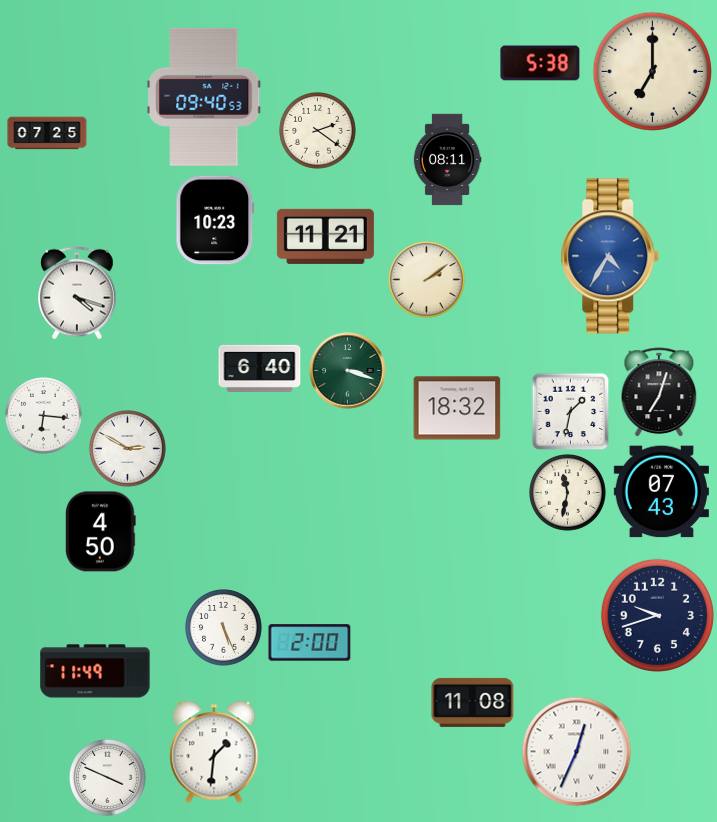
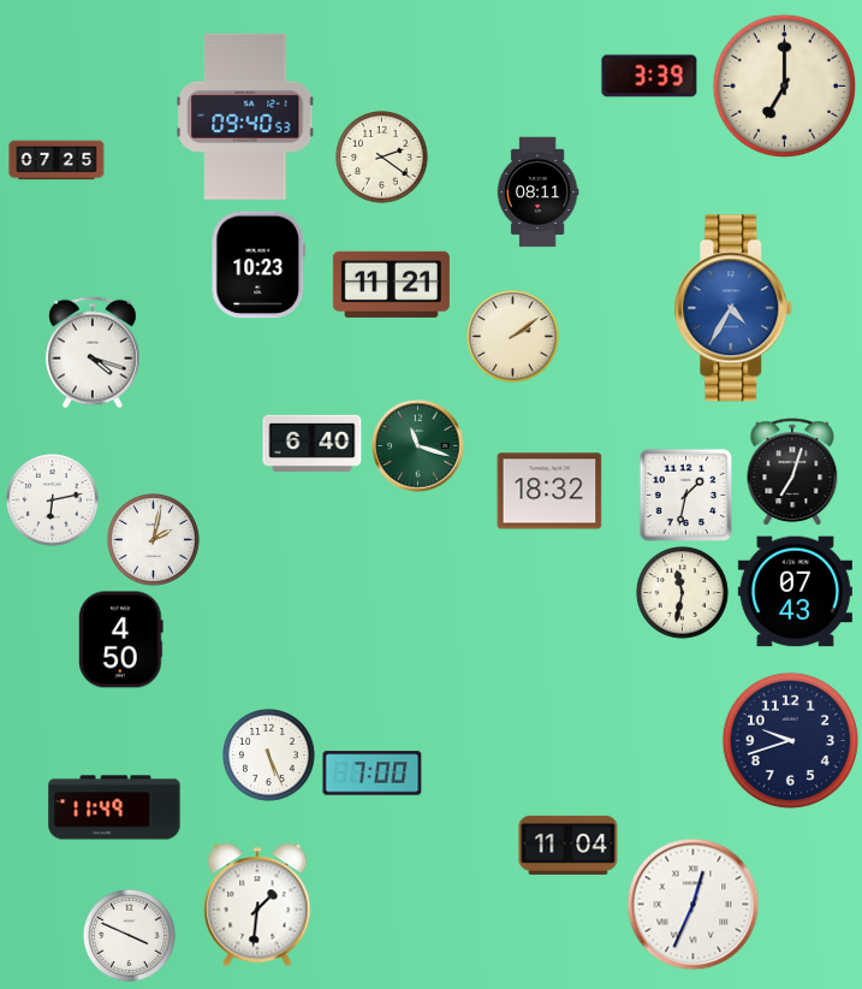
clock at (540, 63): 5:38 -> 3:39
clock at (348, 371): 3:18 -> 11:18
clock at (44, 416): 6:16 -> 6:13
clock at (128, 449): 2:50 -> 2:02
clock at (310, 643): 2:00 -> 7:00
clock at (473, 702): 11:08 -> 11:04
